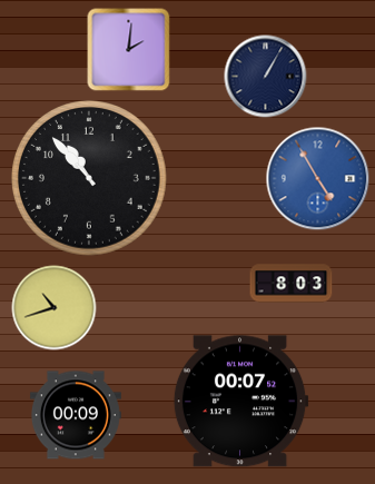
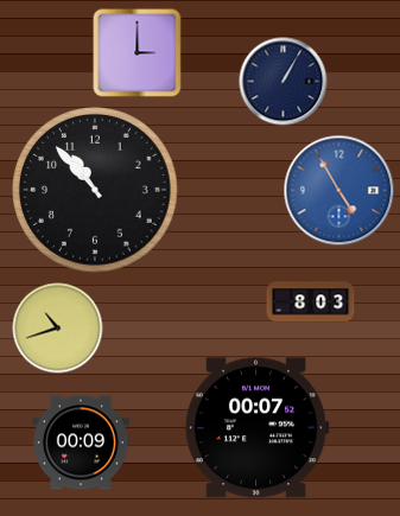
clock at (129, 50): 2:01 -> 3:00
